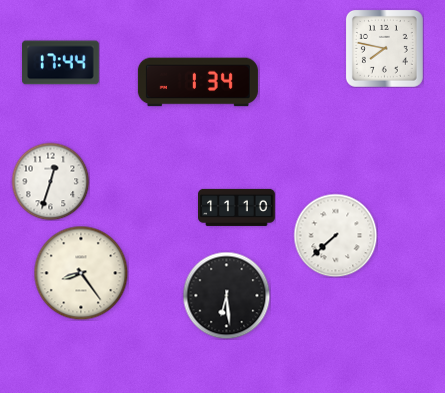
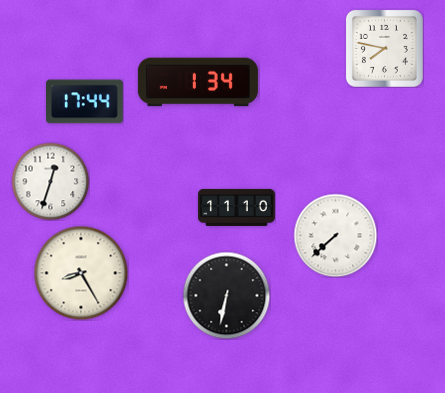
clock at (61, 63) position: (61, 63) -> (85, 102)
clock at (81, 273): 8:24 -> 8:25
clock at (226, 295): 6:29 -> 6:32
